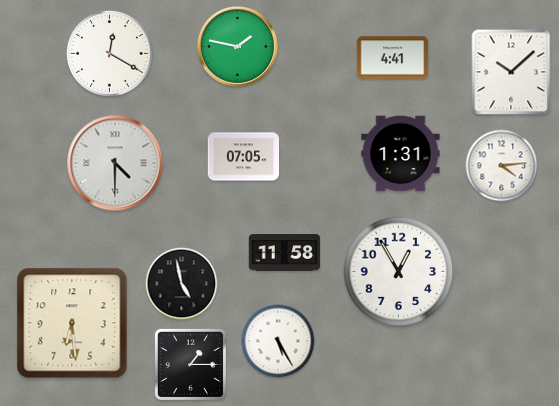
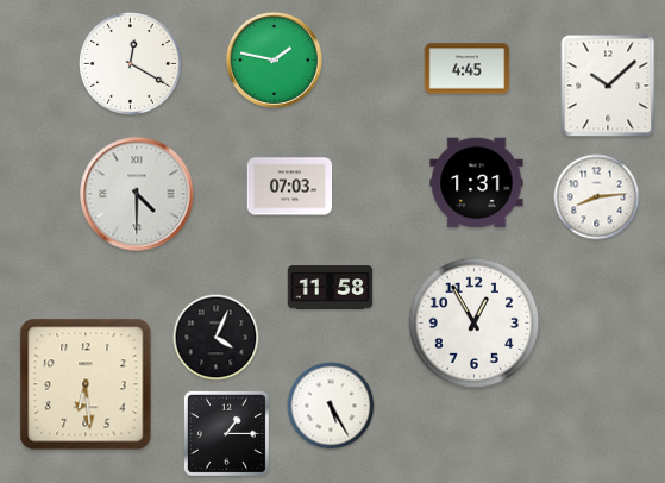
clock at (237, 46) position: (237, 46) -> (274, 59)
clock at (393, 58): 4:41 -> 4:45
clock at (244, 157): 07:05 -> 07:03
clock at (502, 166): 4:14 -> 8:14
clock at (285, 253) position: (285, 253) -> (331, 288)
clock at (182, 284): 4:58 -> 4:04
